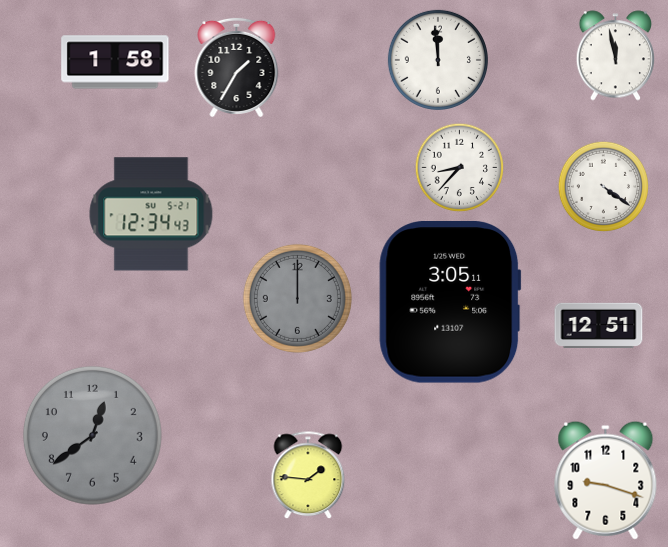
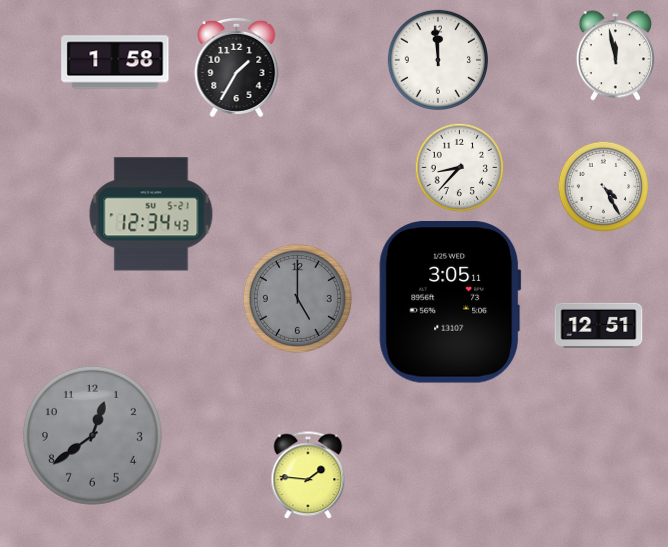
clock at (603, 186): 4:21 -> 4:25
clock at (297, 298): 12:00 -> 5:00
clock at (606, 480): 9:18 -> none
